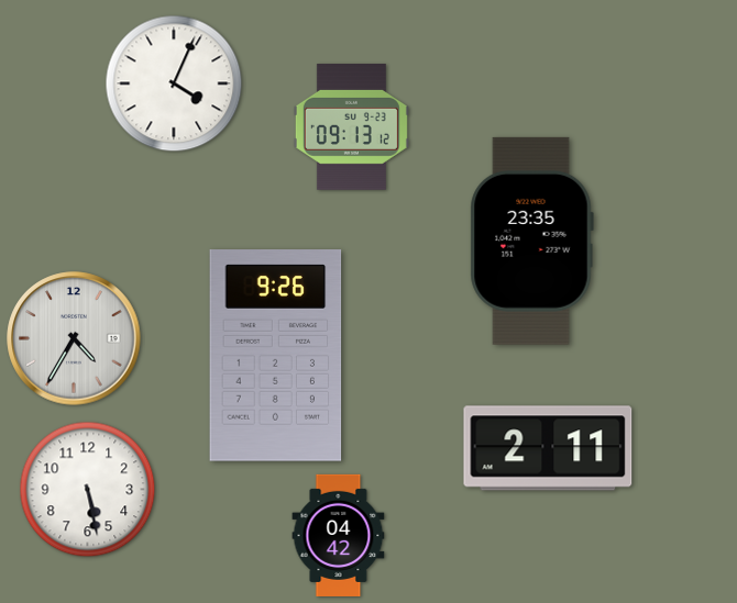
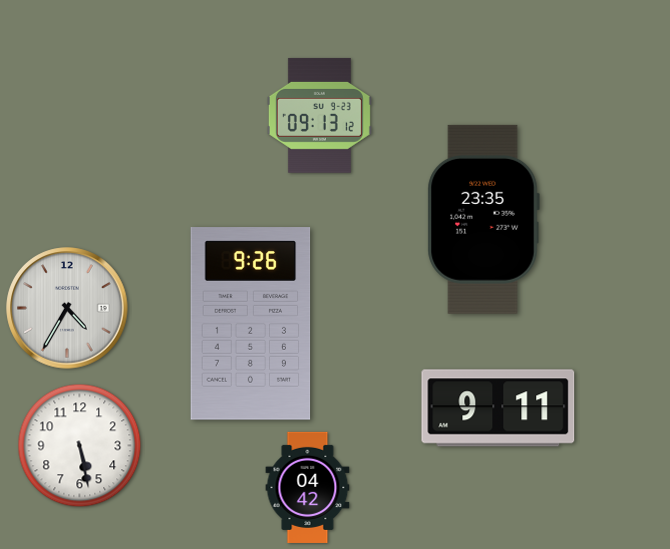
clock at (174, 83): 4:04 -> none
clock at (548, 448): 2:11 -> 9:11
